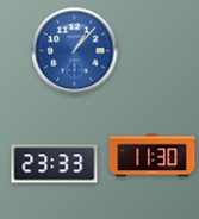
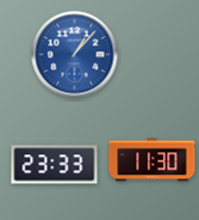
clock at (75, 51) position: (75, 51) -> (75, 55)
clock at (153, 156) position: (153, 156) -> (153, 160)
